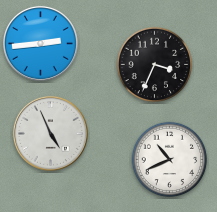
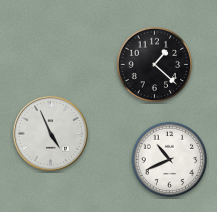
clock at (40, 43): 2:44 -> none
clock at (155, 65): 3:34 -> 1:22
